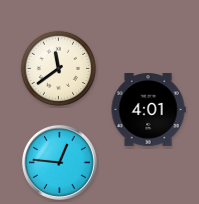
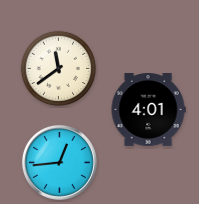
clock at (59, 162): 12:46 -> 12:44
